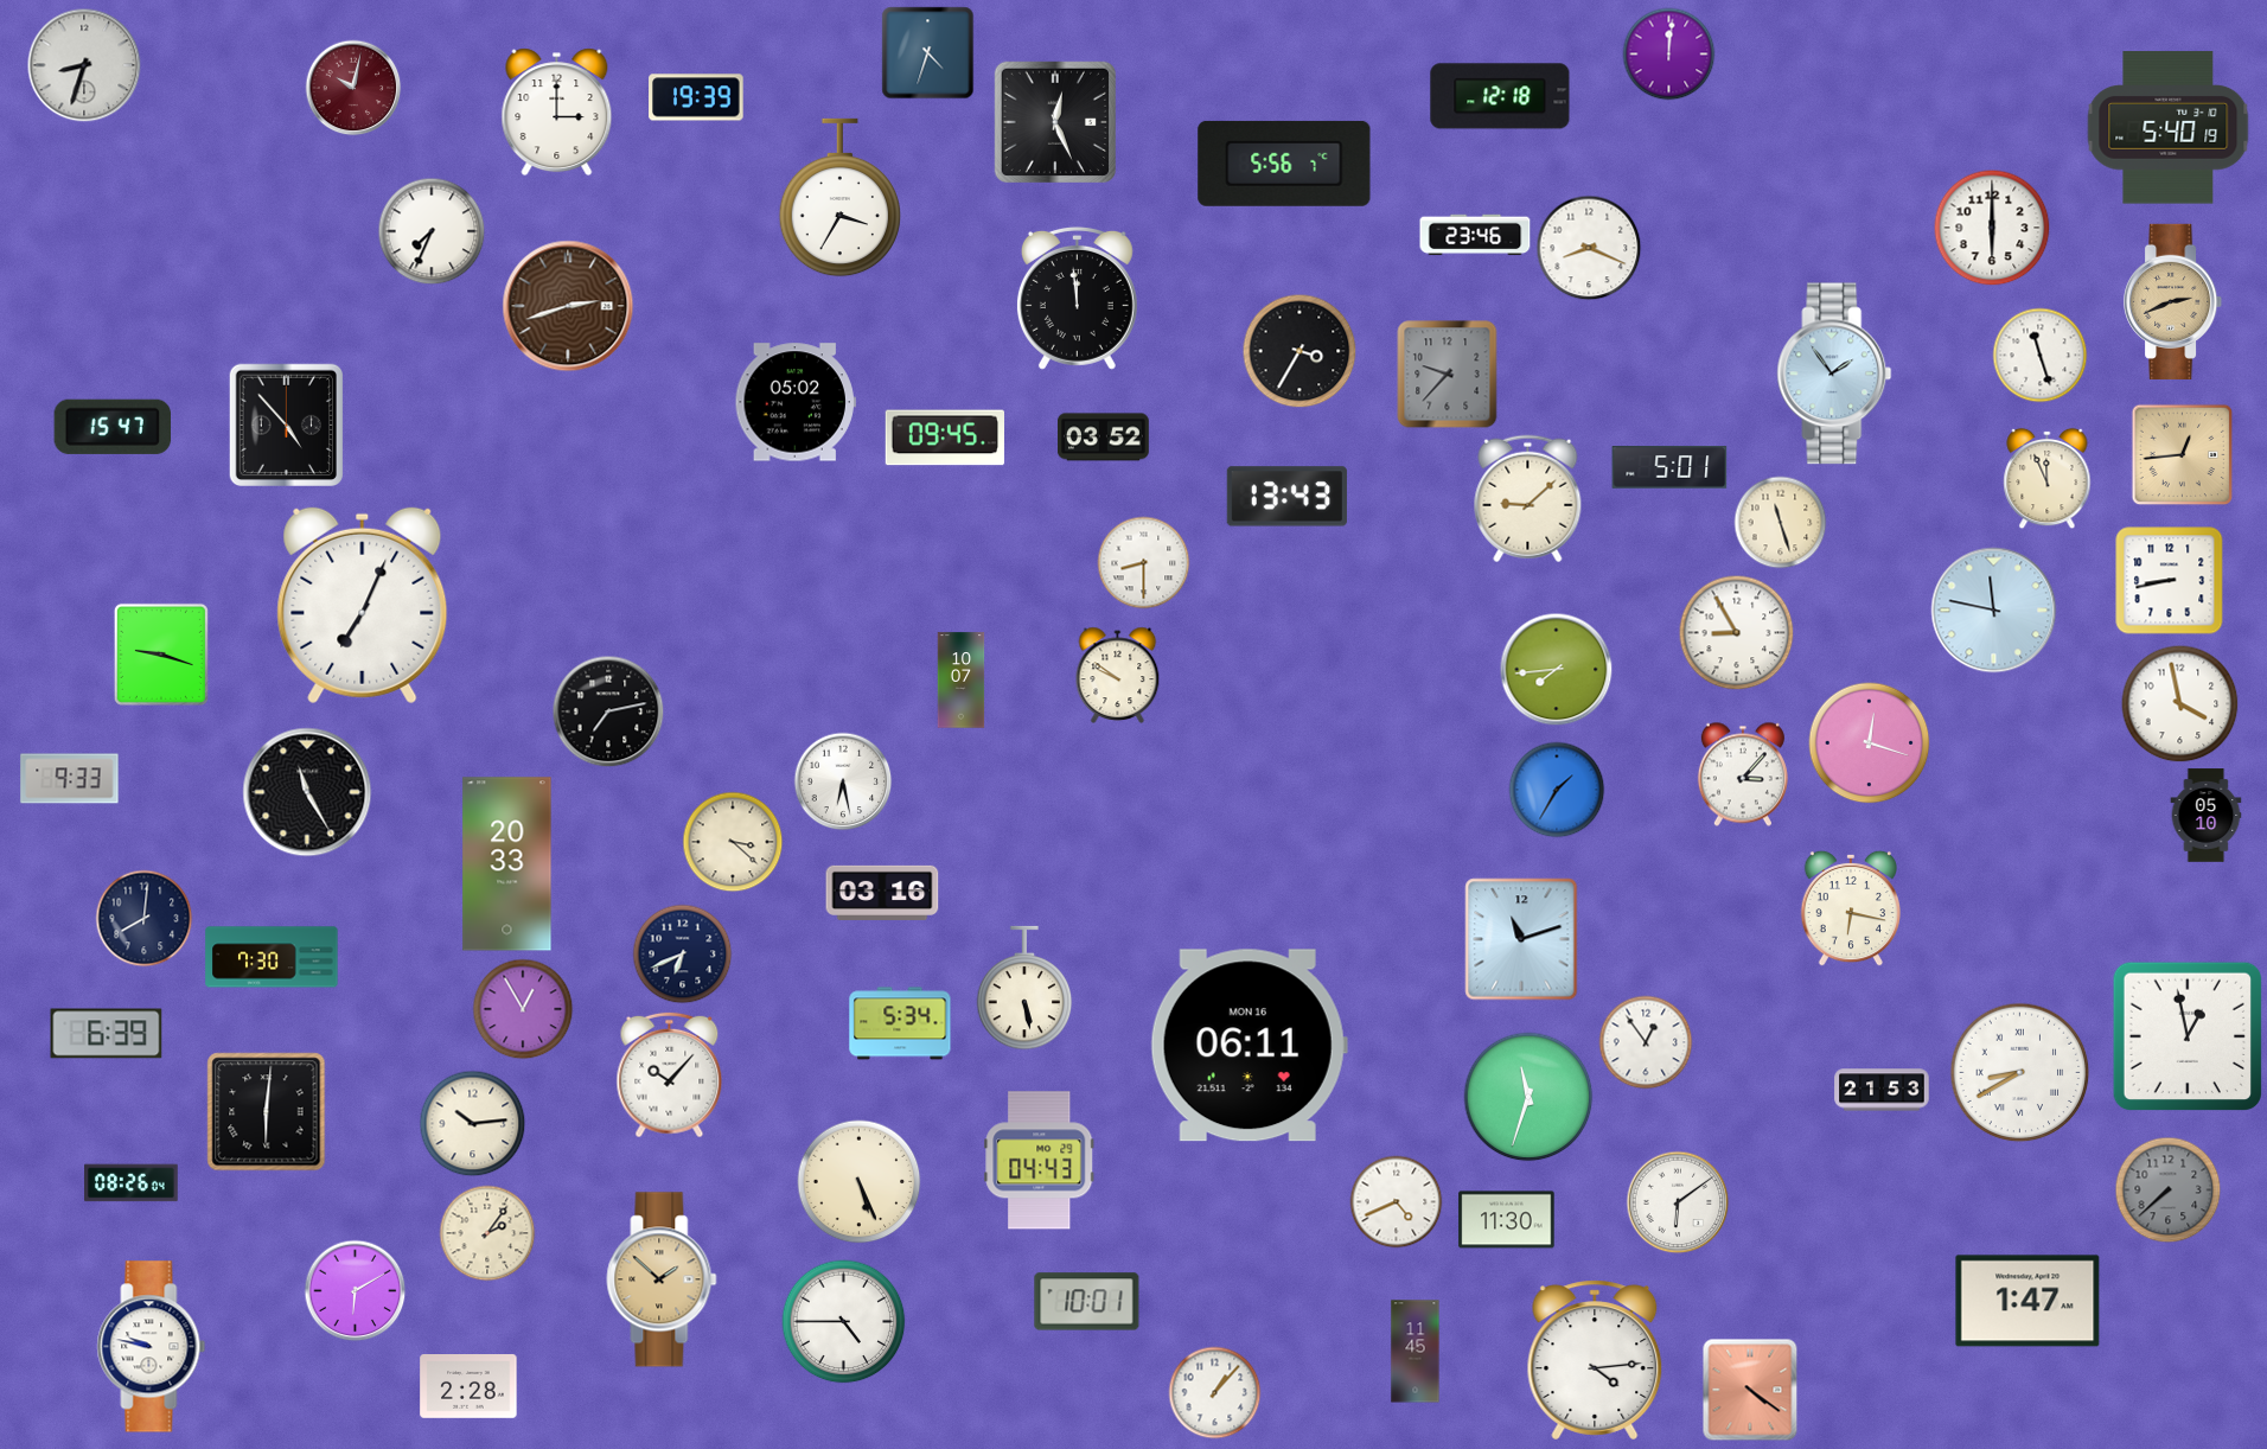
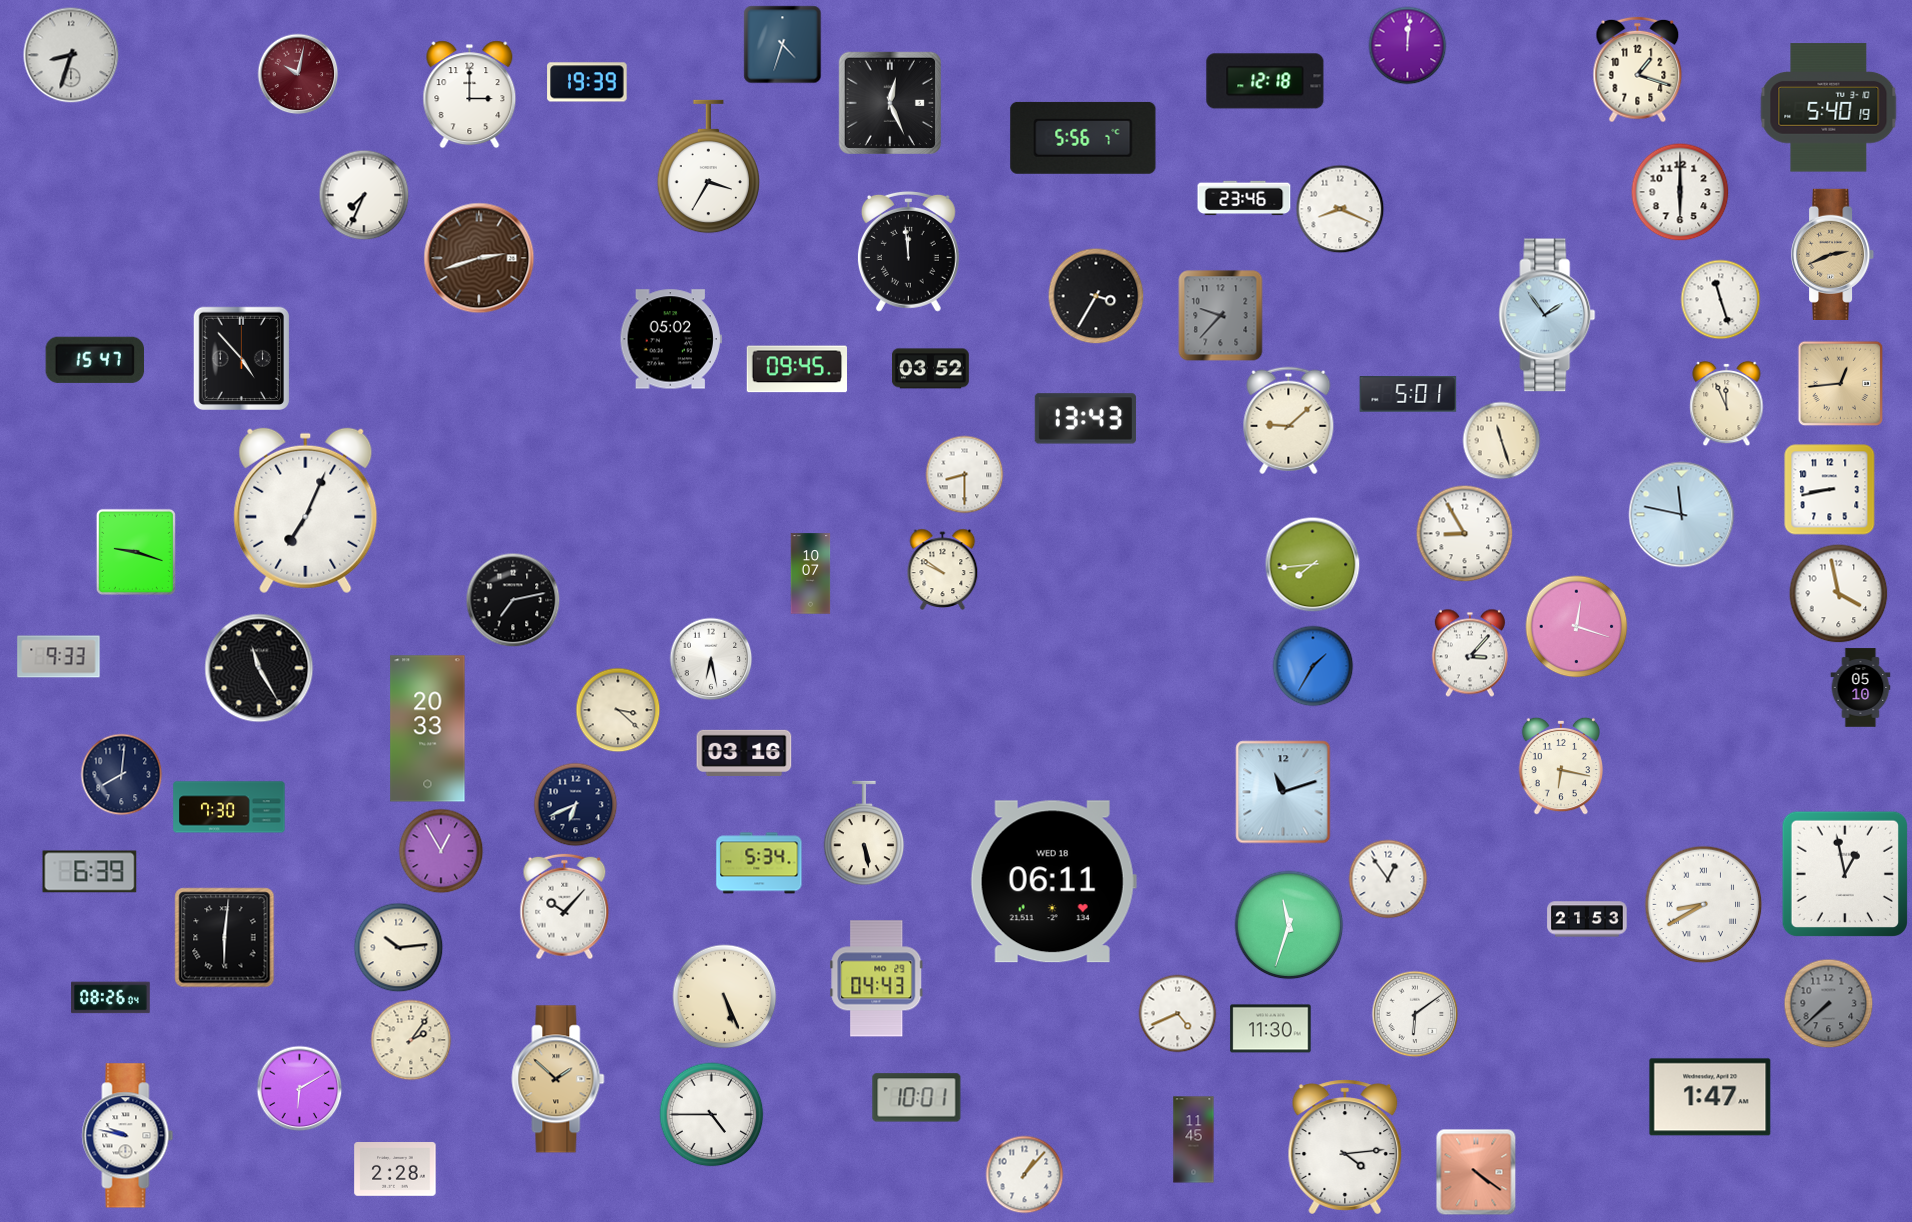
clock at (1638, 70): none -> 1:18
clock at (1249, 1046) date: MON 16 -> WED 18
